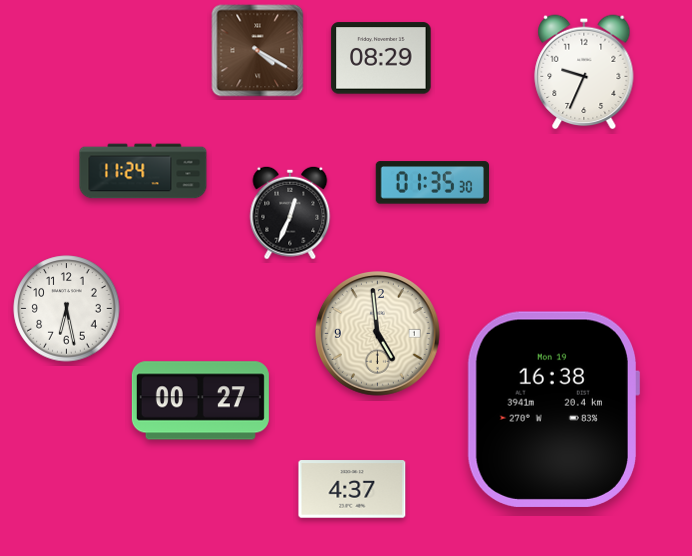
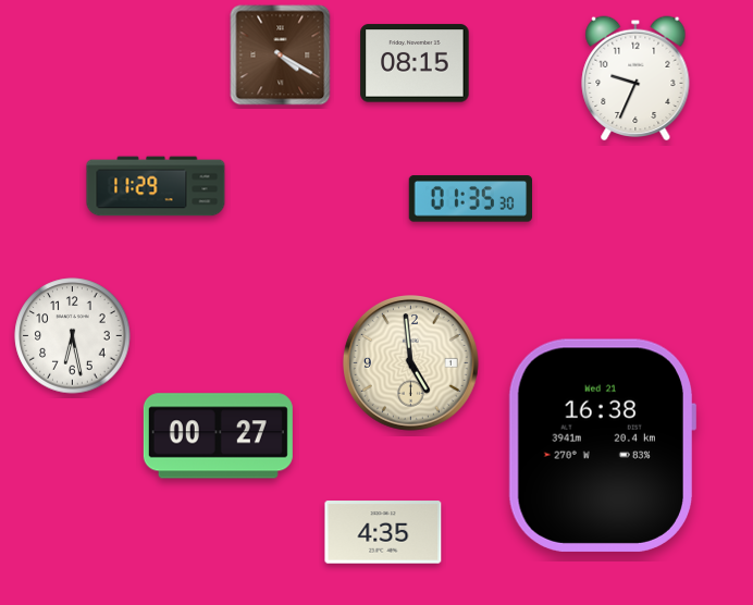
clock at (381, 58): 08:29 -> 08:15
clock at (143, 171): 11:24 -> 11:29
clock at (290, 213): 12:34 -> none
clock at (553, 409) date: Mon 19 -> Wed 21
clock at (352, 489): 4:37 -> 4:35
